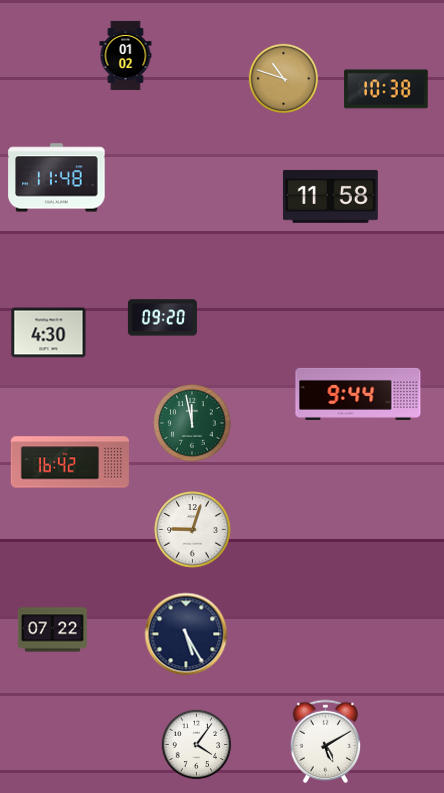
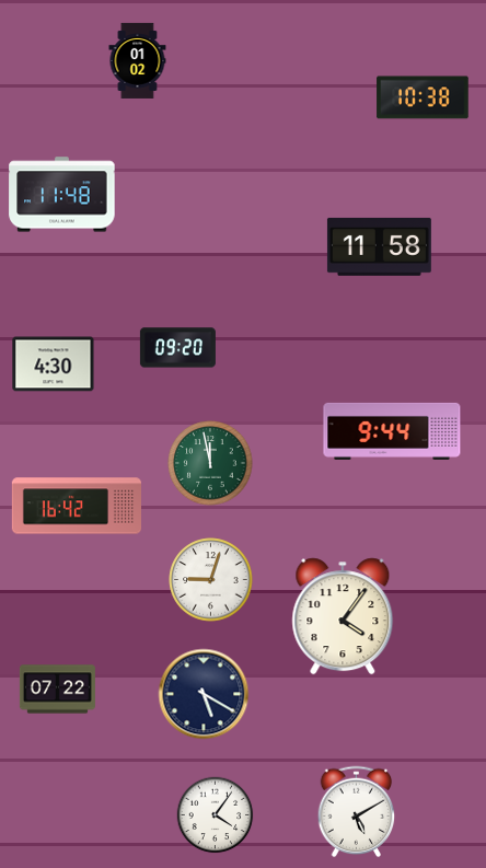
clock at (284, 79): 10:48 -> none
clock at (330, 196) position: (330, 196) -> (379, 246)
clock at (343, 616): none -> 4:06
clock at (186, 634): 5:25 -> 5:20
